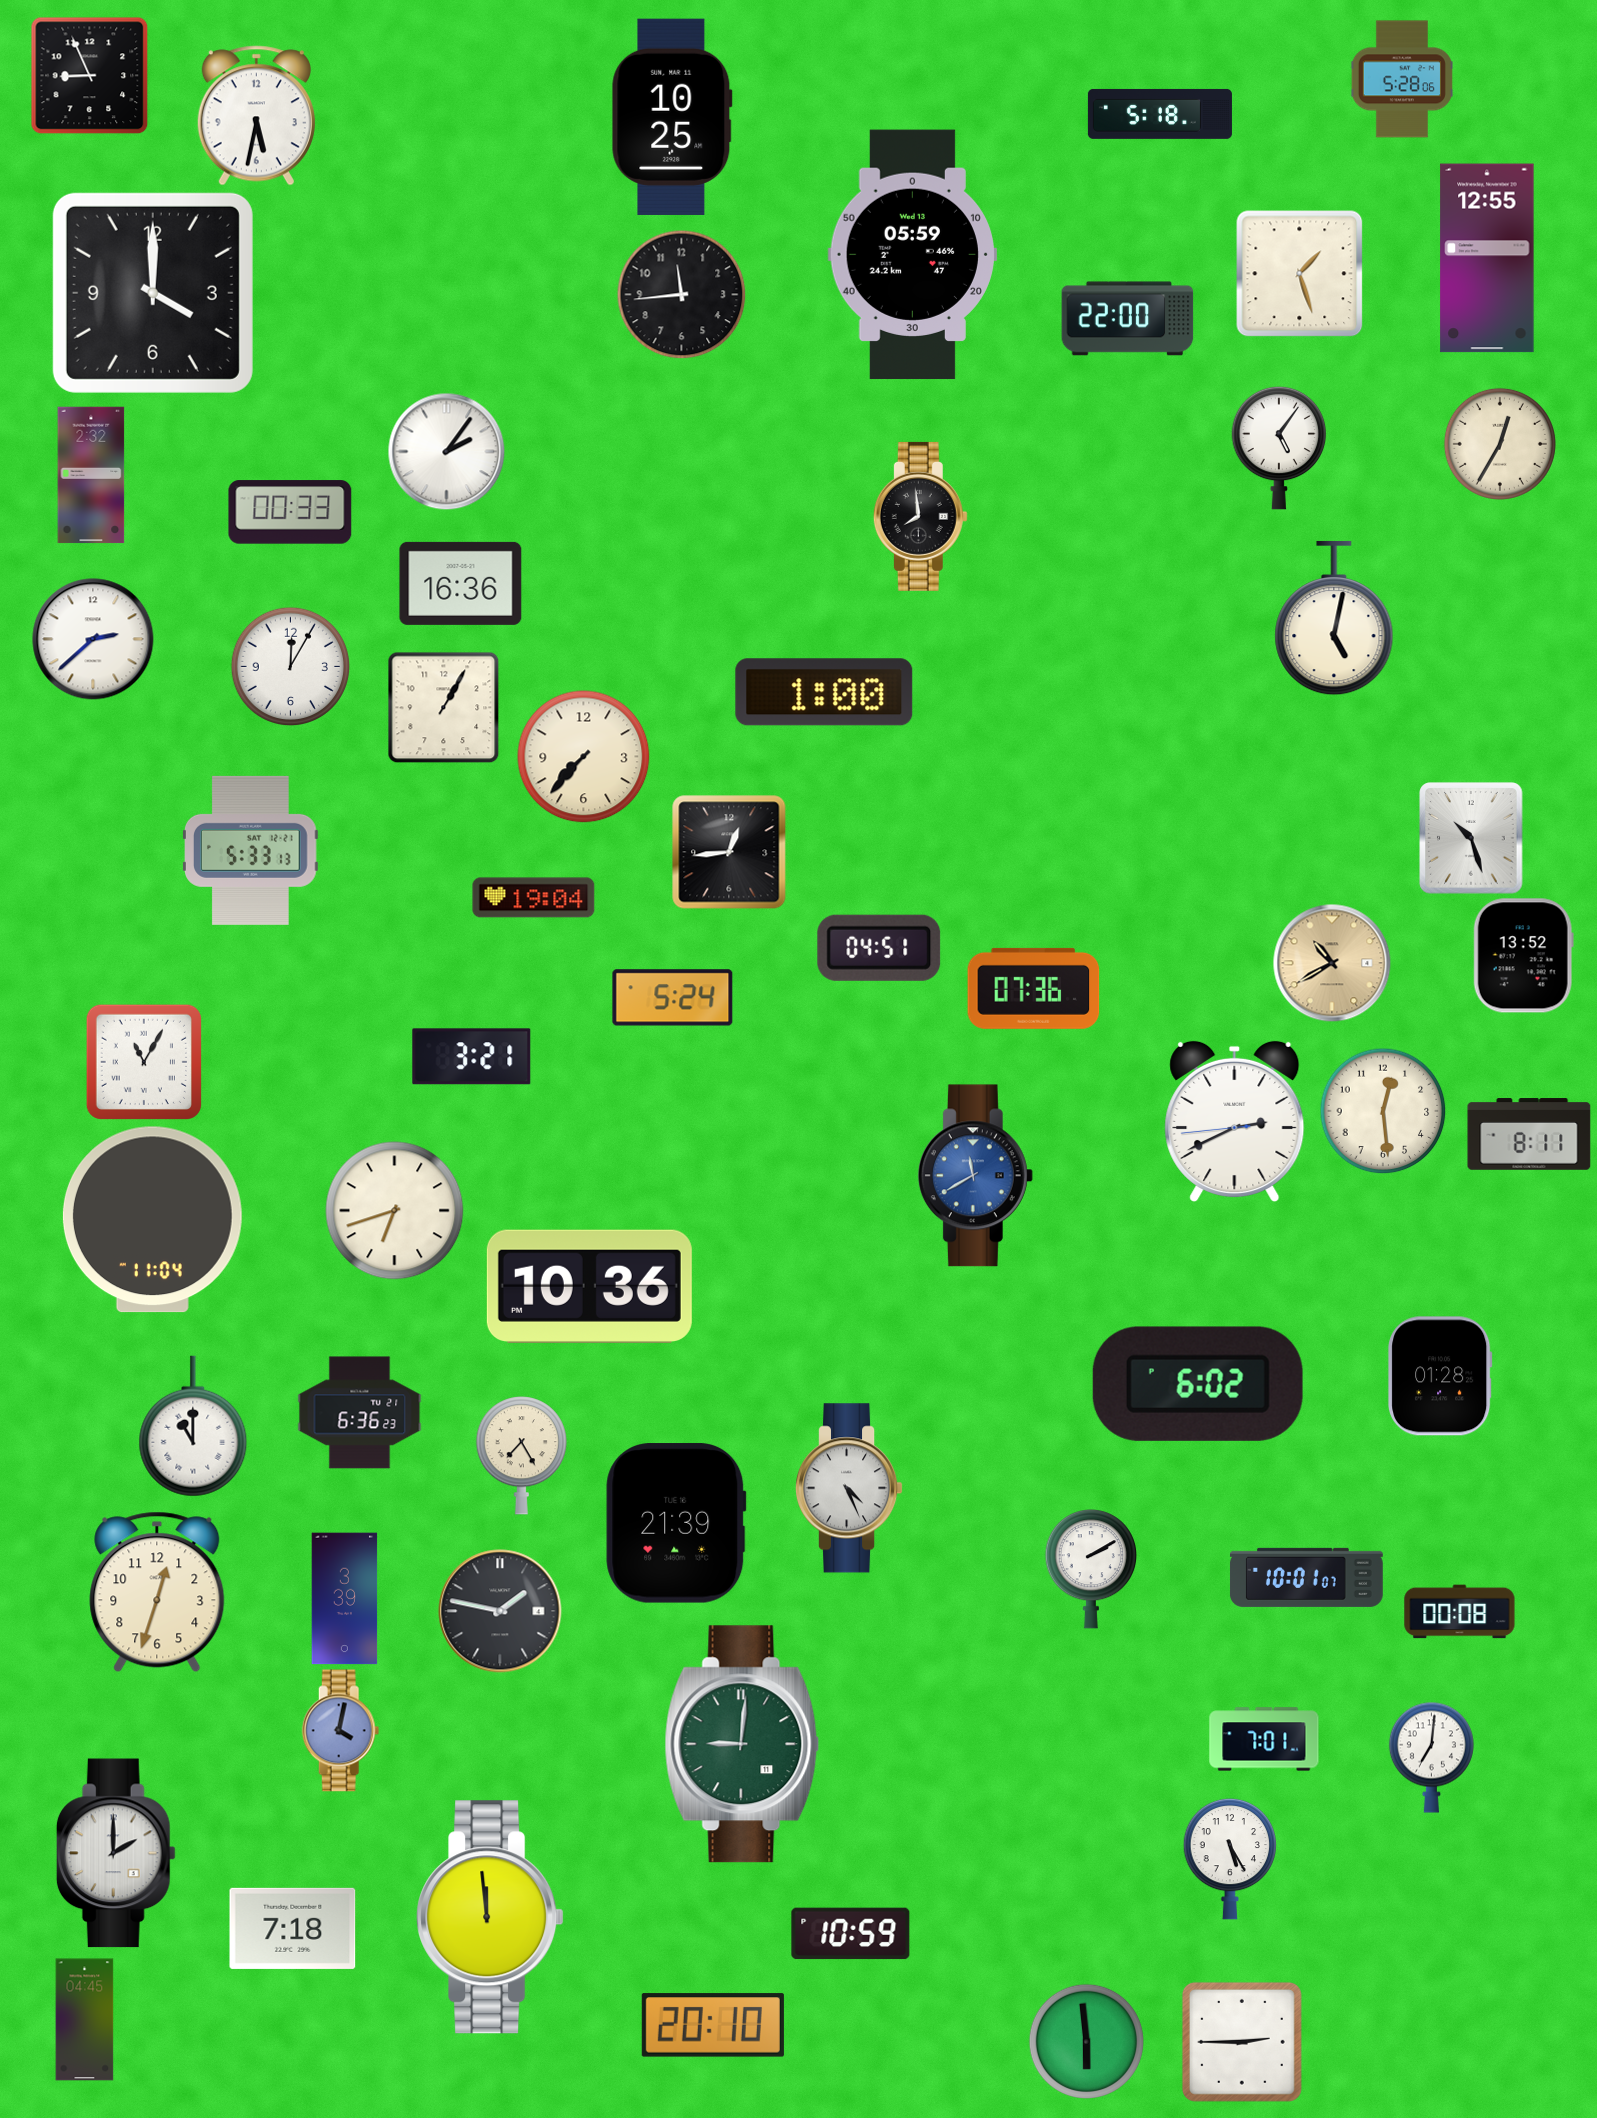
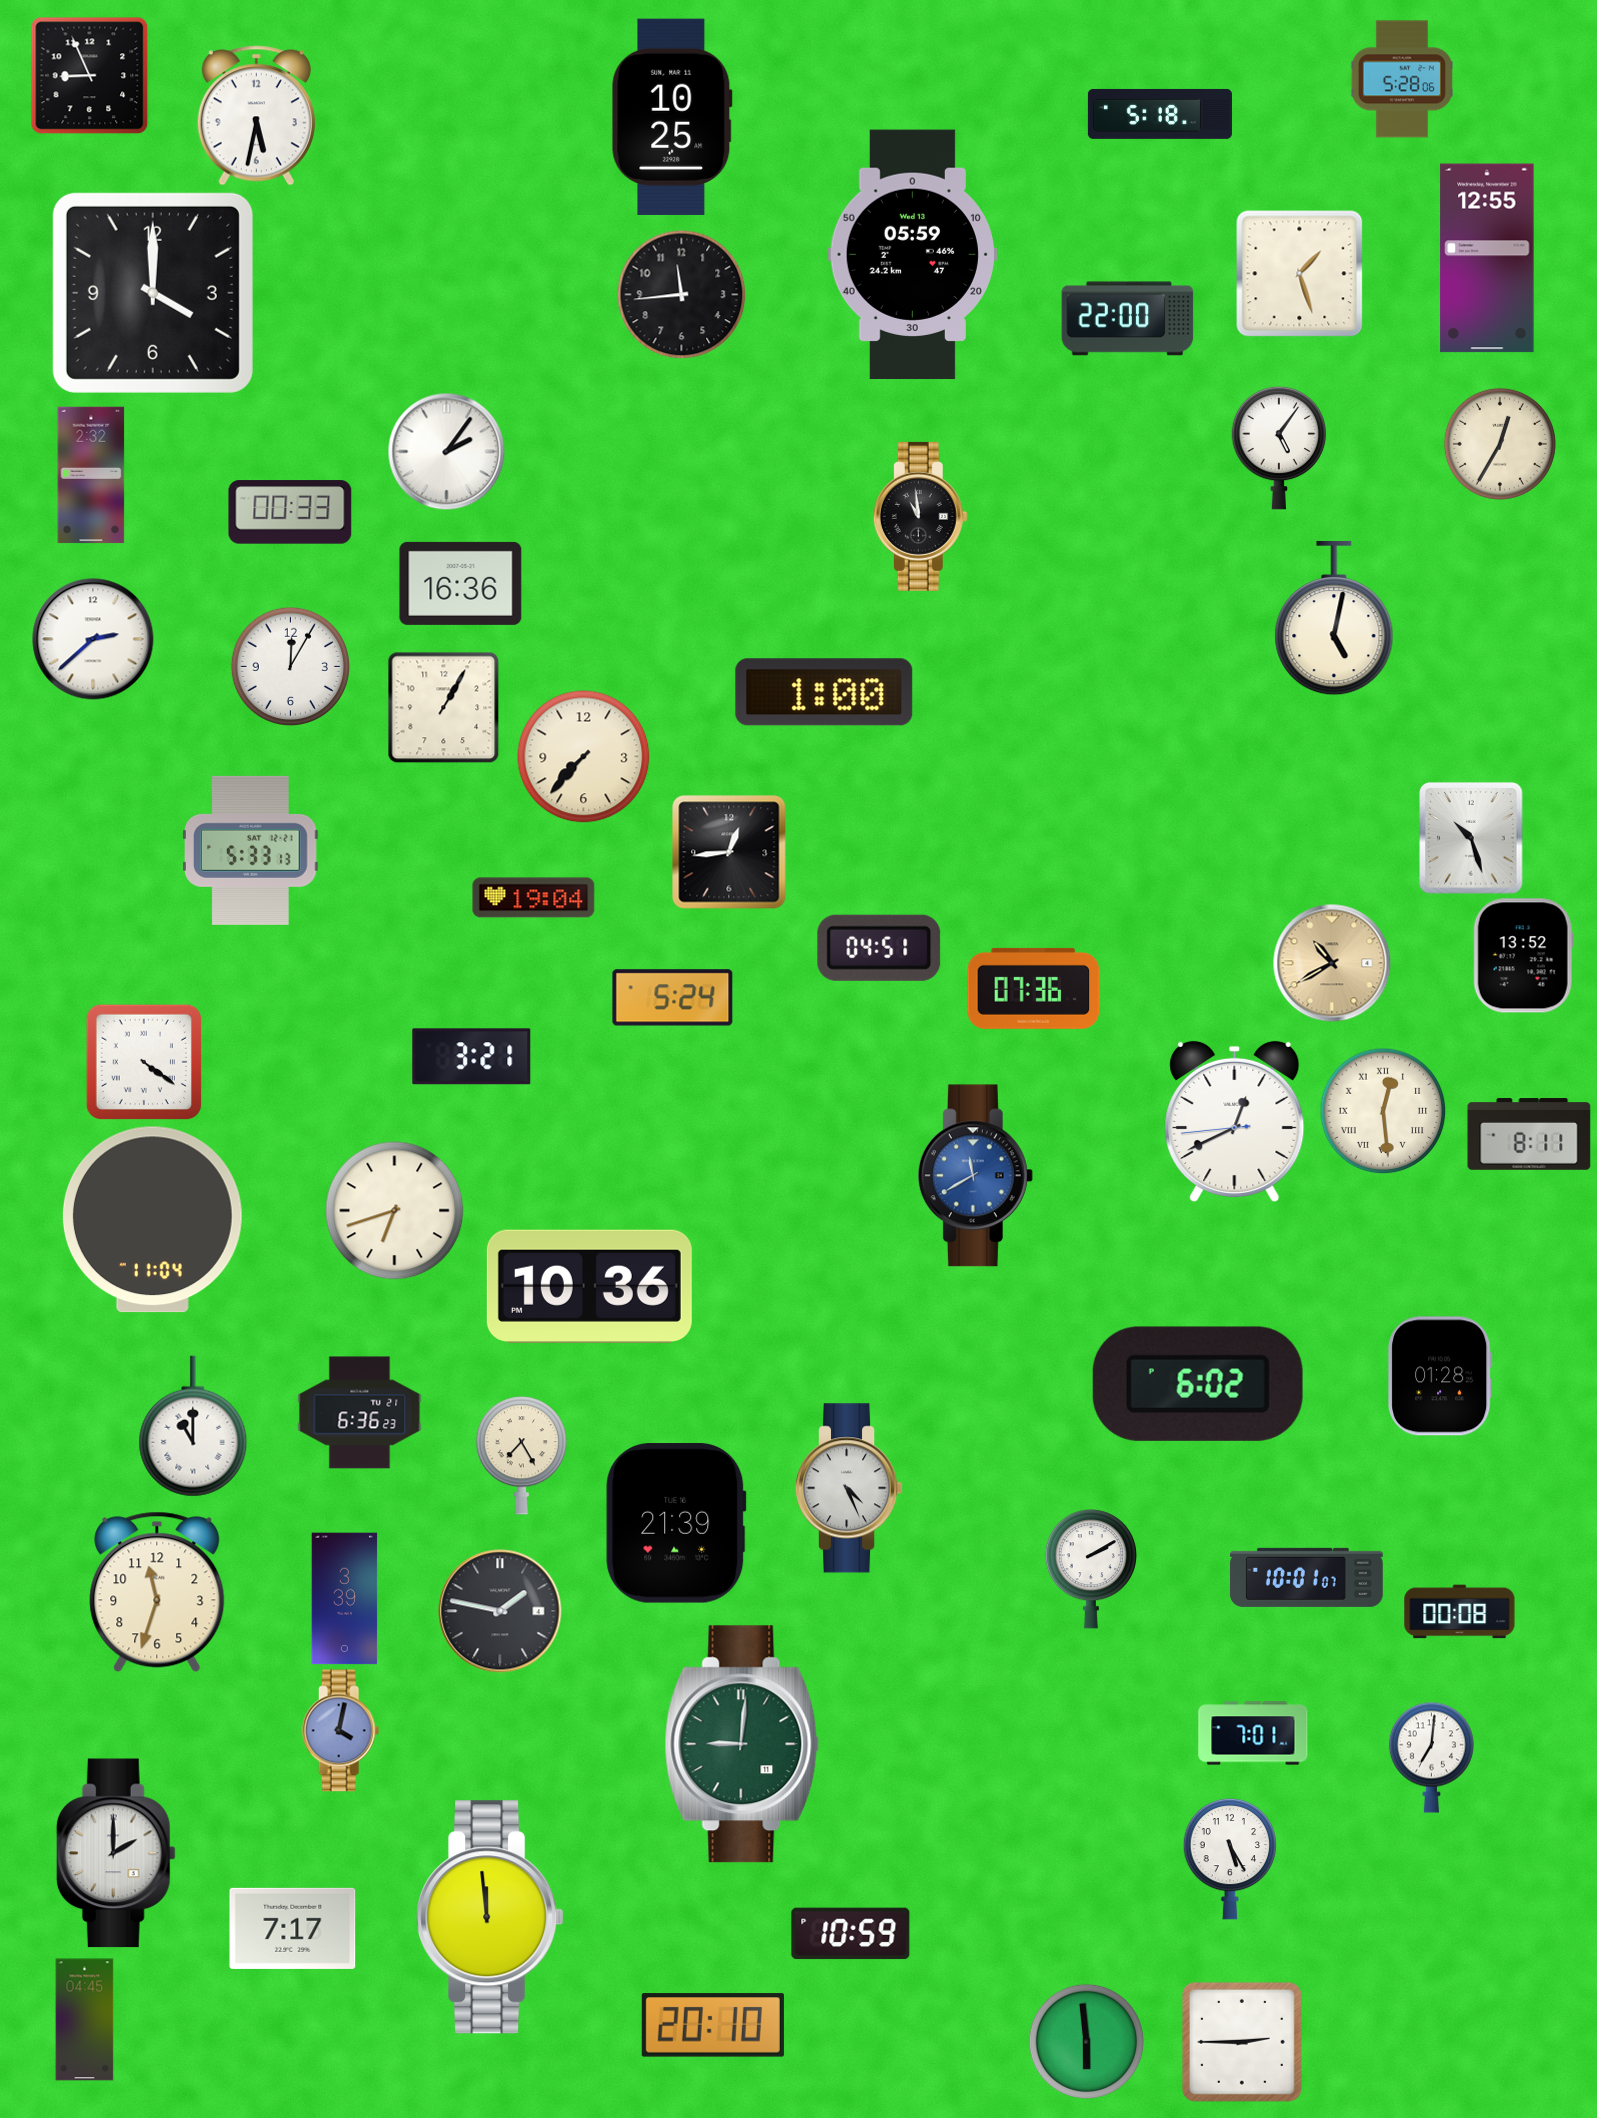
clock at (920, 516): 7:59 -> 10:59
clock at (144, 1062): 11:05 -> 4:21
clock at (1383, 1111) numerals: Arabic -> Roman
clock at (1235, 1121): 2:40 -> 12:40
clock at (157, 1592): 12:33 -> 11:33
clock at (1264, 1739) position: (1264, 1739) -> (1253, 1733)
clock at (293, 1928): 7:18 -> 7:17
